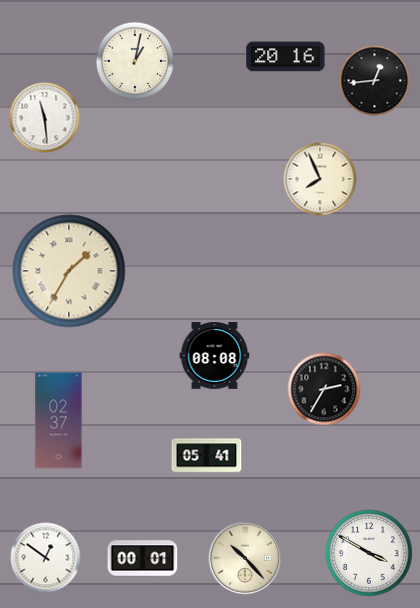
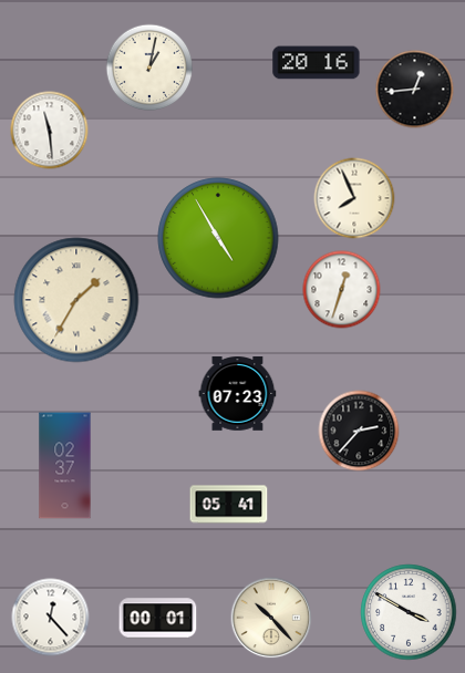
clock at (218, 238): none -> 4:55
clock at (342, 290): none -> 12:33
clock at (215, 356): 08:08 -> 07:23
clock at (324, 389): 2:35 -> 2:37
clock at (46, 558): 12:51 -> 12:23
